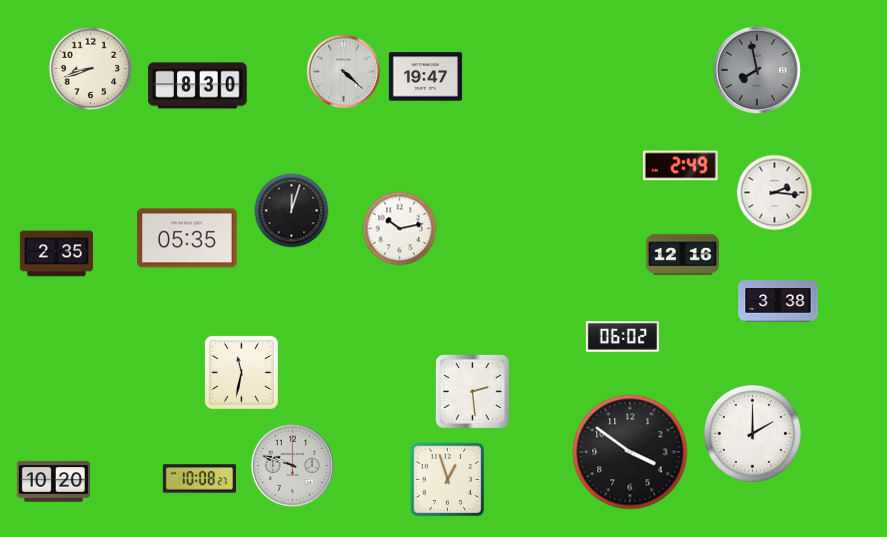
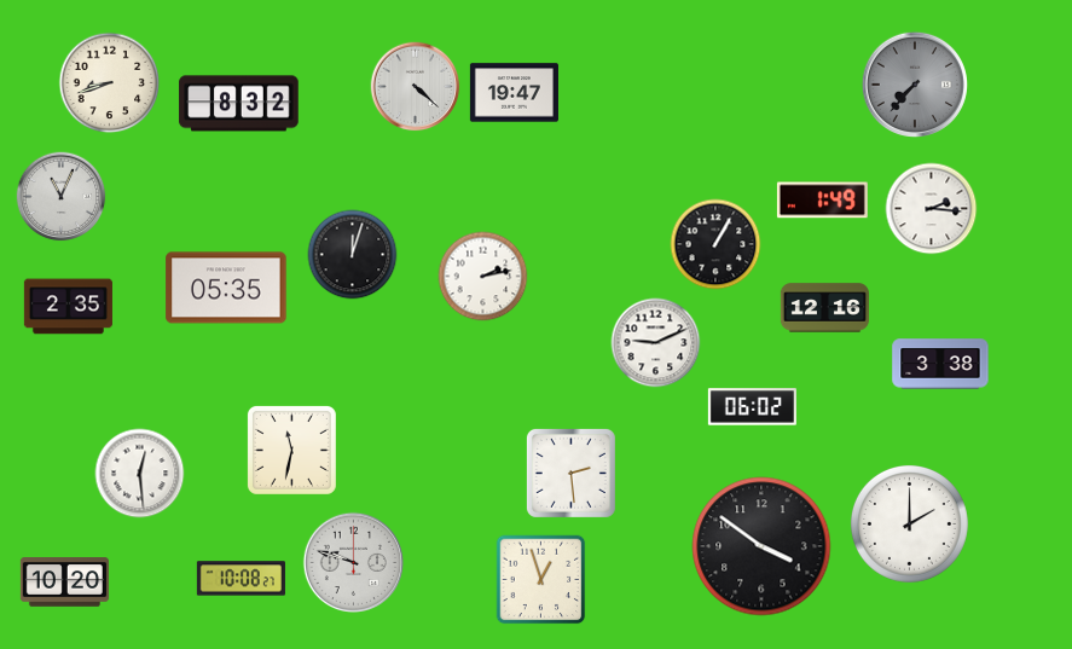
clock at (757, 70): 7:58 -> 7:37
clock at (198, 86): 8:30 -> 8:32
clock at (62, 197): none -> 11:04
clock at (680, 166): 2:49 -> 1:49
clock at (775, 193) position: (775, 193) -> (932, 209)
clock at (715, 244): none -> 1:05
clock at (400, 229): 10:13 -> 2:13
clock at (656, 343): none -> 9:11
clock at (140, 474): none -> 12:29
